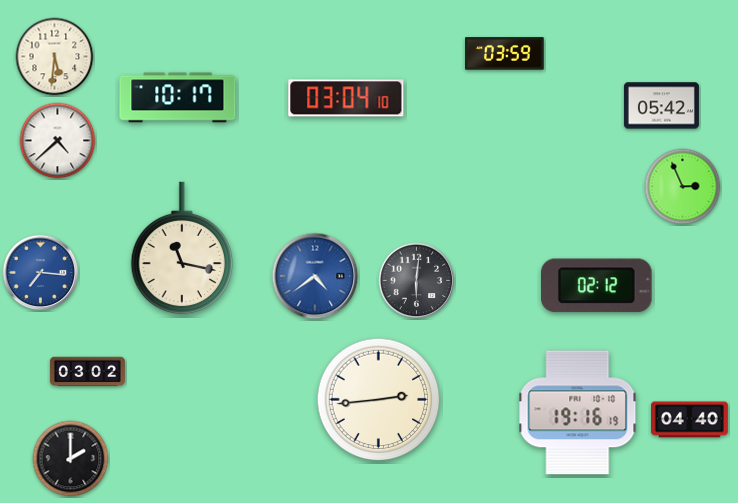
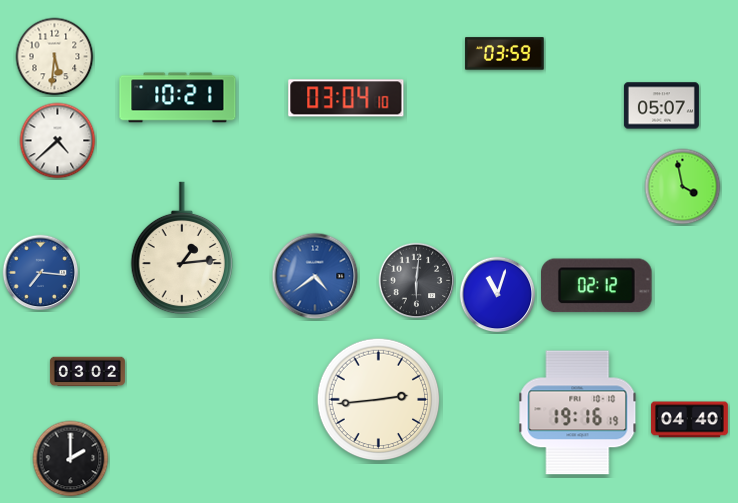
clock at (178, 98): 10:17 -> 10:21
clock at (661, 106): 05:42 -> 05:07
clock at (683, 187): 2:56 -> 3:58
clock at (181, 248): 11:17 -> 1:14
clock at (498, 295): none -> 11:03
